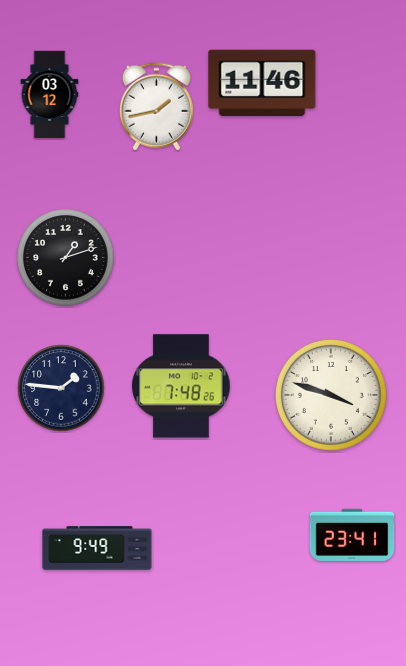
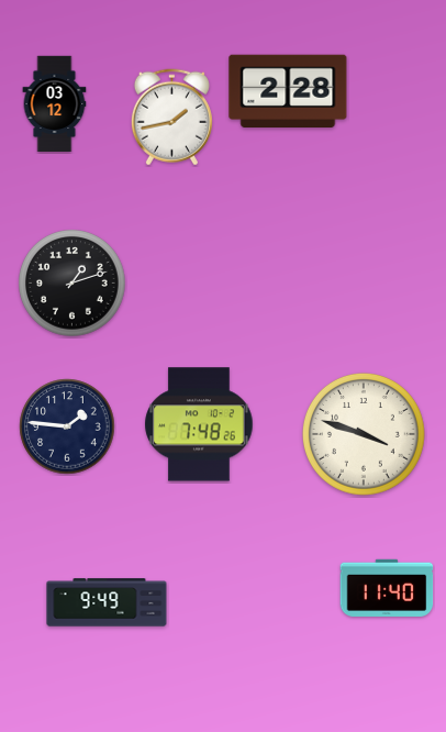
clock at (262, 82): 11:46 -> 2:28
clock at (352, 535): 23:41 -> 11:40
